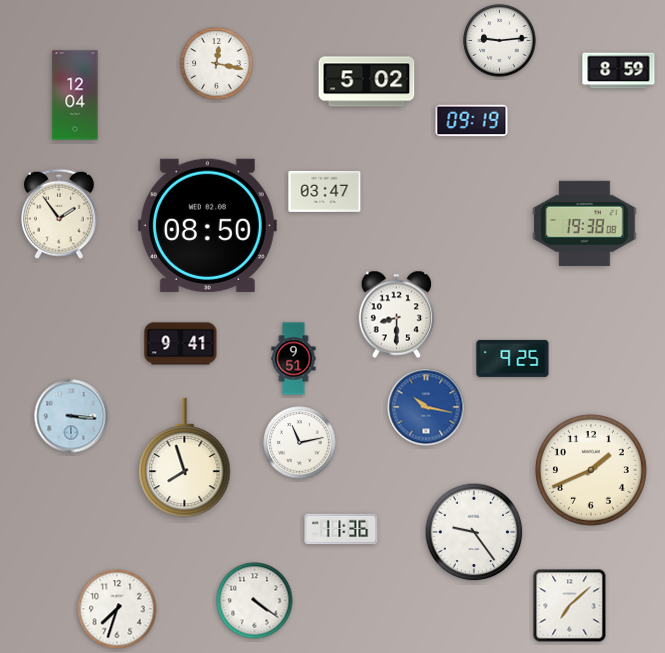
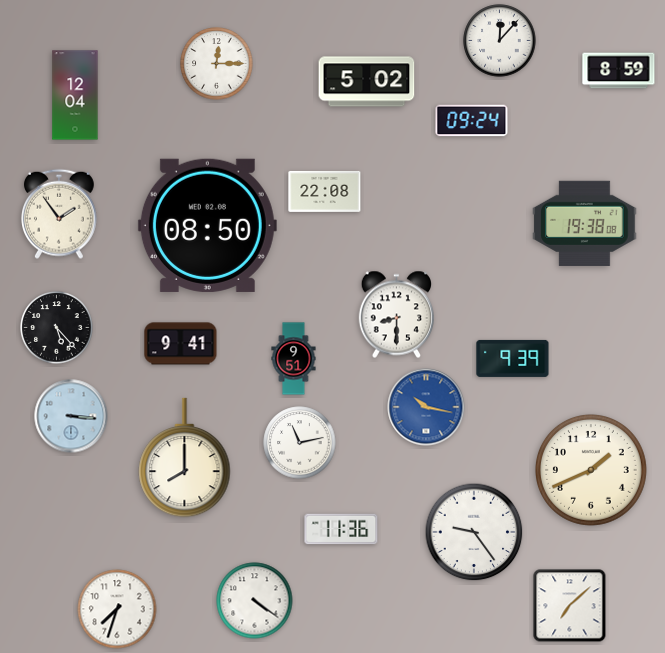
clock at (500, 41): 9:14 -> 12:07
clock at (217, 64): 12:17 -> 12:15
clock at (472, 121): 09:19 -> 09:24
clock at (325, 191): 03:47 -> 22:08
clock at (57, 328): none -> 5:23
clock at (513, 358): 9:25 -> 9:39
clock at (185, 458): 7:57 -> 8:00
